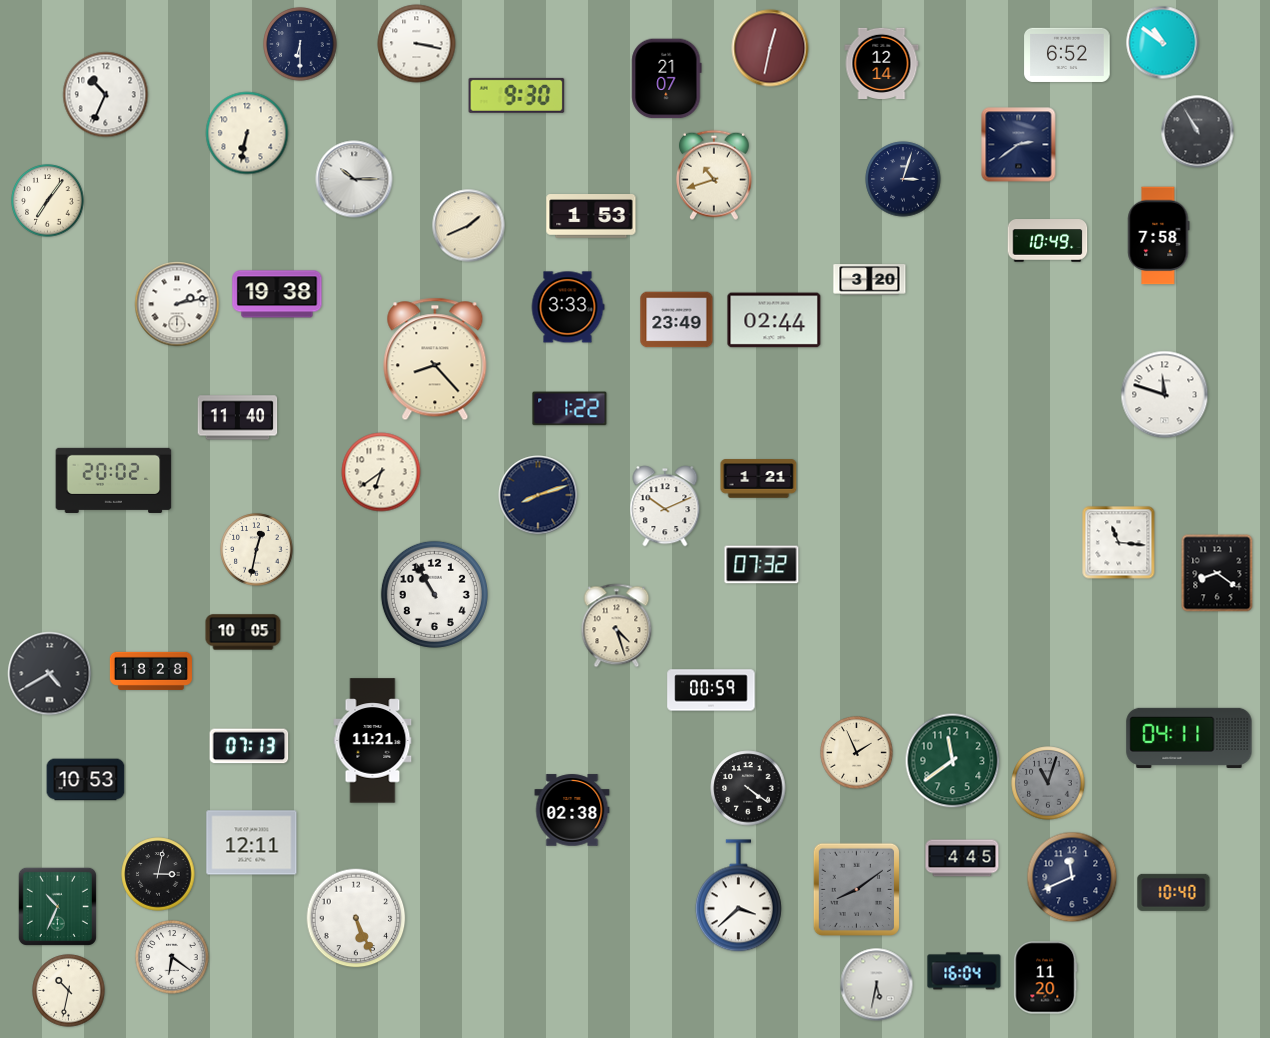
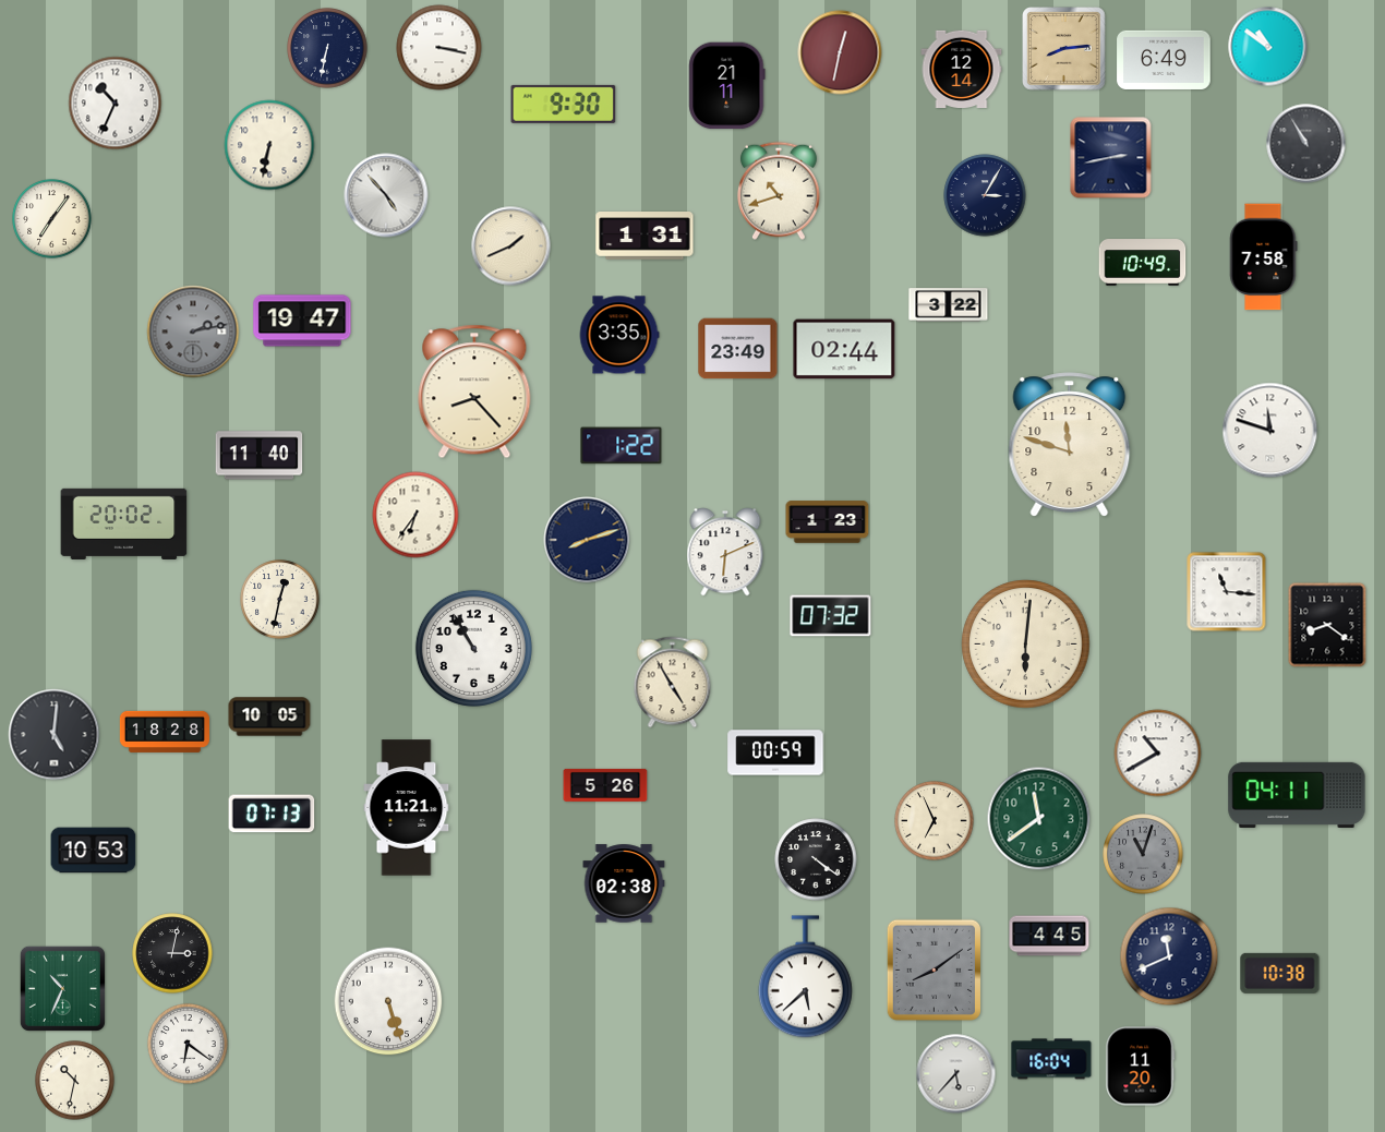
clock at (300, 44): 6:30 -> 6:32
clock at (417, 44) position: (417, 44) -> (439, 48)
clock at (1064, 49): none -> 8:14
clock at (1067, 55): 6:52 -> 6:49
clock at (667, 79): 21:07 -> 21:11
clock at (1019, 145): 2:39 -> 2:43
clock at (354, 179): 10:15 -> 4:53
clock at (903, 179): 3:03 -> 3:05
clock at (591, 217): 1:53 -> 1:31
clock at (870, 280): 3:20 -> 3:22
clock at (277, 294): 19:38 -> 19:47
clock at (177, 304) dial: white -> grey
clock at (568, 307): 3:33 -> 3:35
clock at (1070, 445): none -> 11:48
clock at (381, 472): 6:39 -> 6:36
clock at (759, 479): 1:21 -> 1:23
clock at (665, 506): 10:11 -> 6:11
clock at (1119, 543) position: (1119, 543) -> (1227, 592)
clock at (1026, 645): none -> 6:01
clock at (617, 626): 4:27 -> 4:55
clock at (243, 632) position: (243, 632) -> (269, 716)
clock at (50, 674): 4:40 -> 5:01
clock at (1158, 754): none -> 10:40
clock at (605, 785): none -> 5:26
clock at (1189, 738) position: (1189, 738) -> (1297, 795)
clock at (857, 753): 1:56 -> 6:56
clock at (953, 761) position: (953, 761) -> (1039, 819)
clock at (252, 843): 12:11 -> none
clock at (1174, 892): 10:40 -> 10:38
clock at (738, 896): 3:38 -> 5:38
clock at (356, 918): 5:26 -> 5:27
clock at (877, 985): 5:32 -> 5:37
